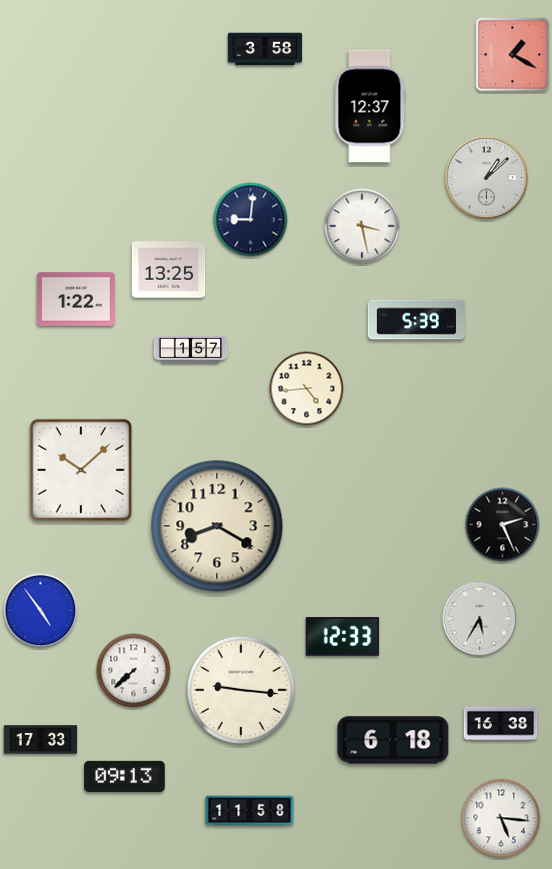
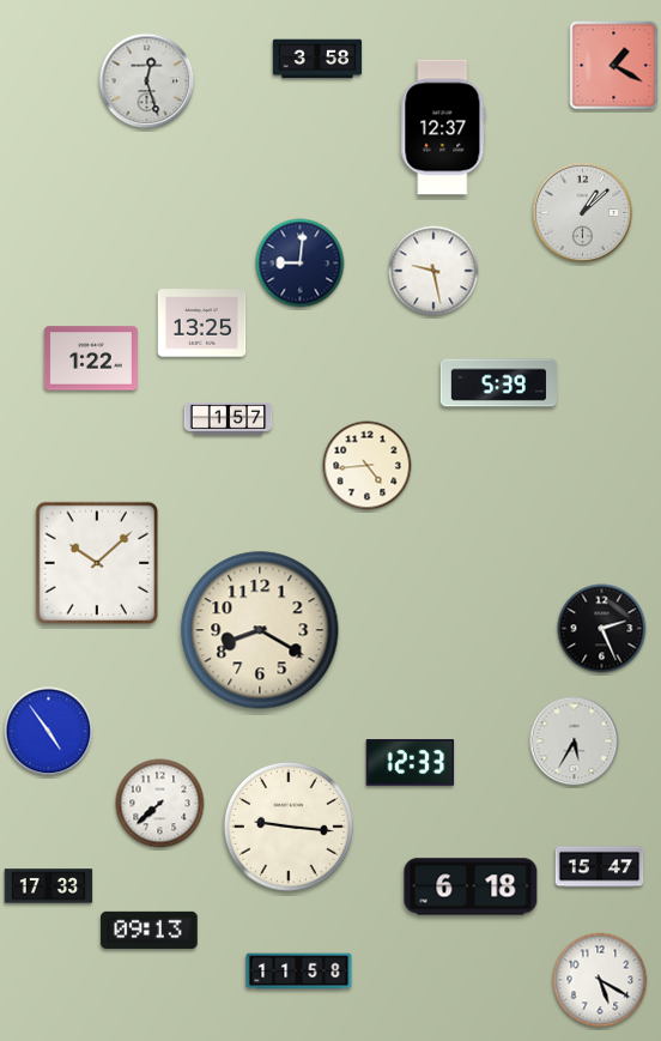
clock at (147, 81): none -> 12:27
clock at (362, 226): 3:28 -> 9:28
clock at (501, 724): 16:38 -> 15:47
clock at (501, 818): 5:16 -> 5:20
